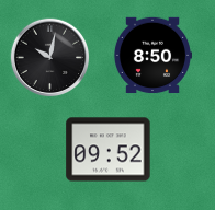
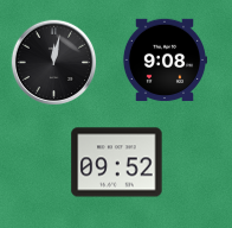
clock at (151, 56): 8:50 -> 9:08
clock at (50, 58): 10:02 -> 12:02
